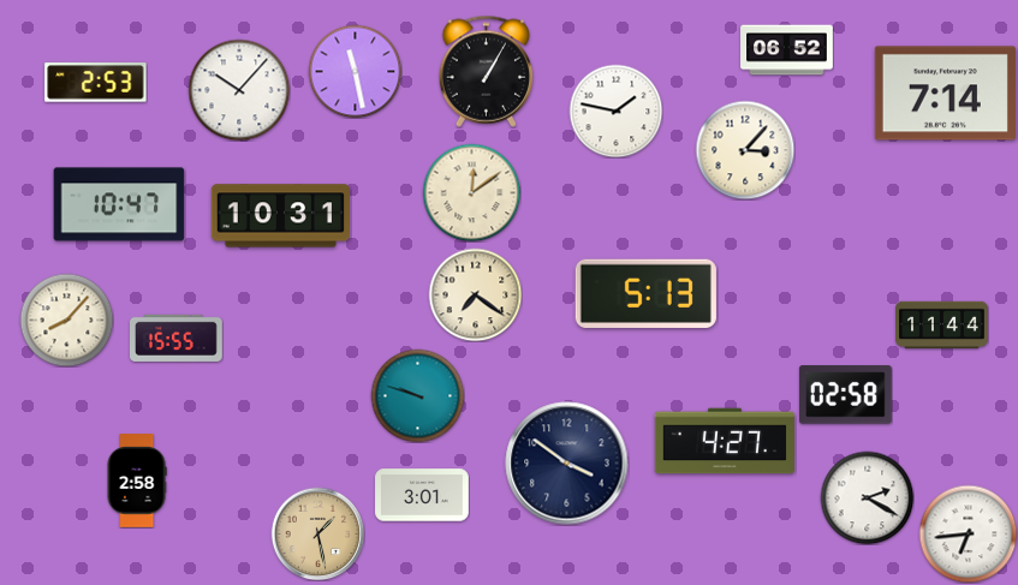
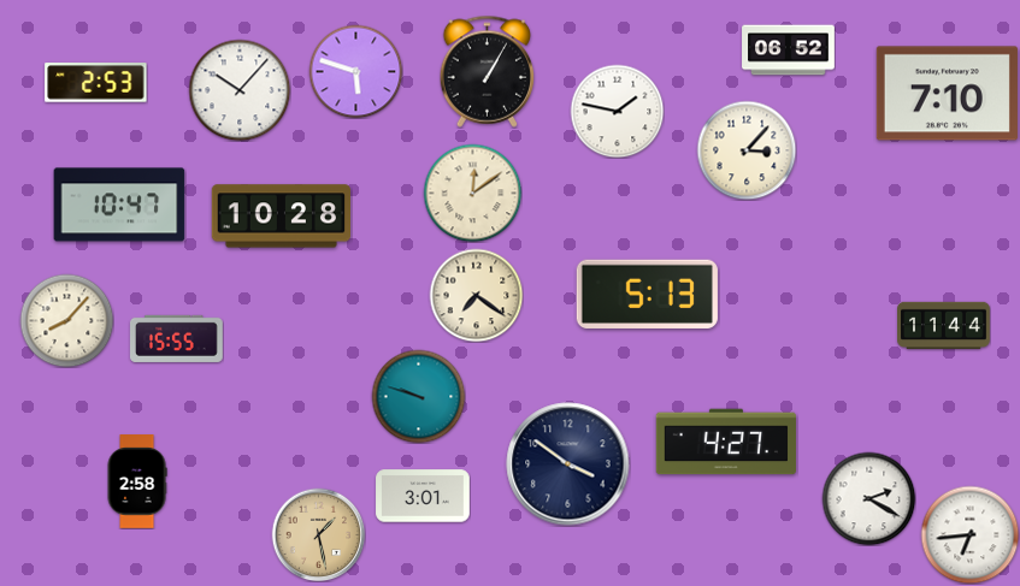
clock at (355, 71): 11:28 -> 5:48
clock at (945, 94): 7:14 -> 7:10
clock at (280, 216): 10:31 -> 10:28
clock at (845, 395): 02:58 -> none
